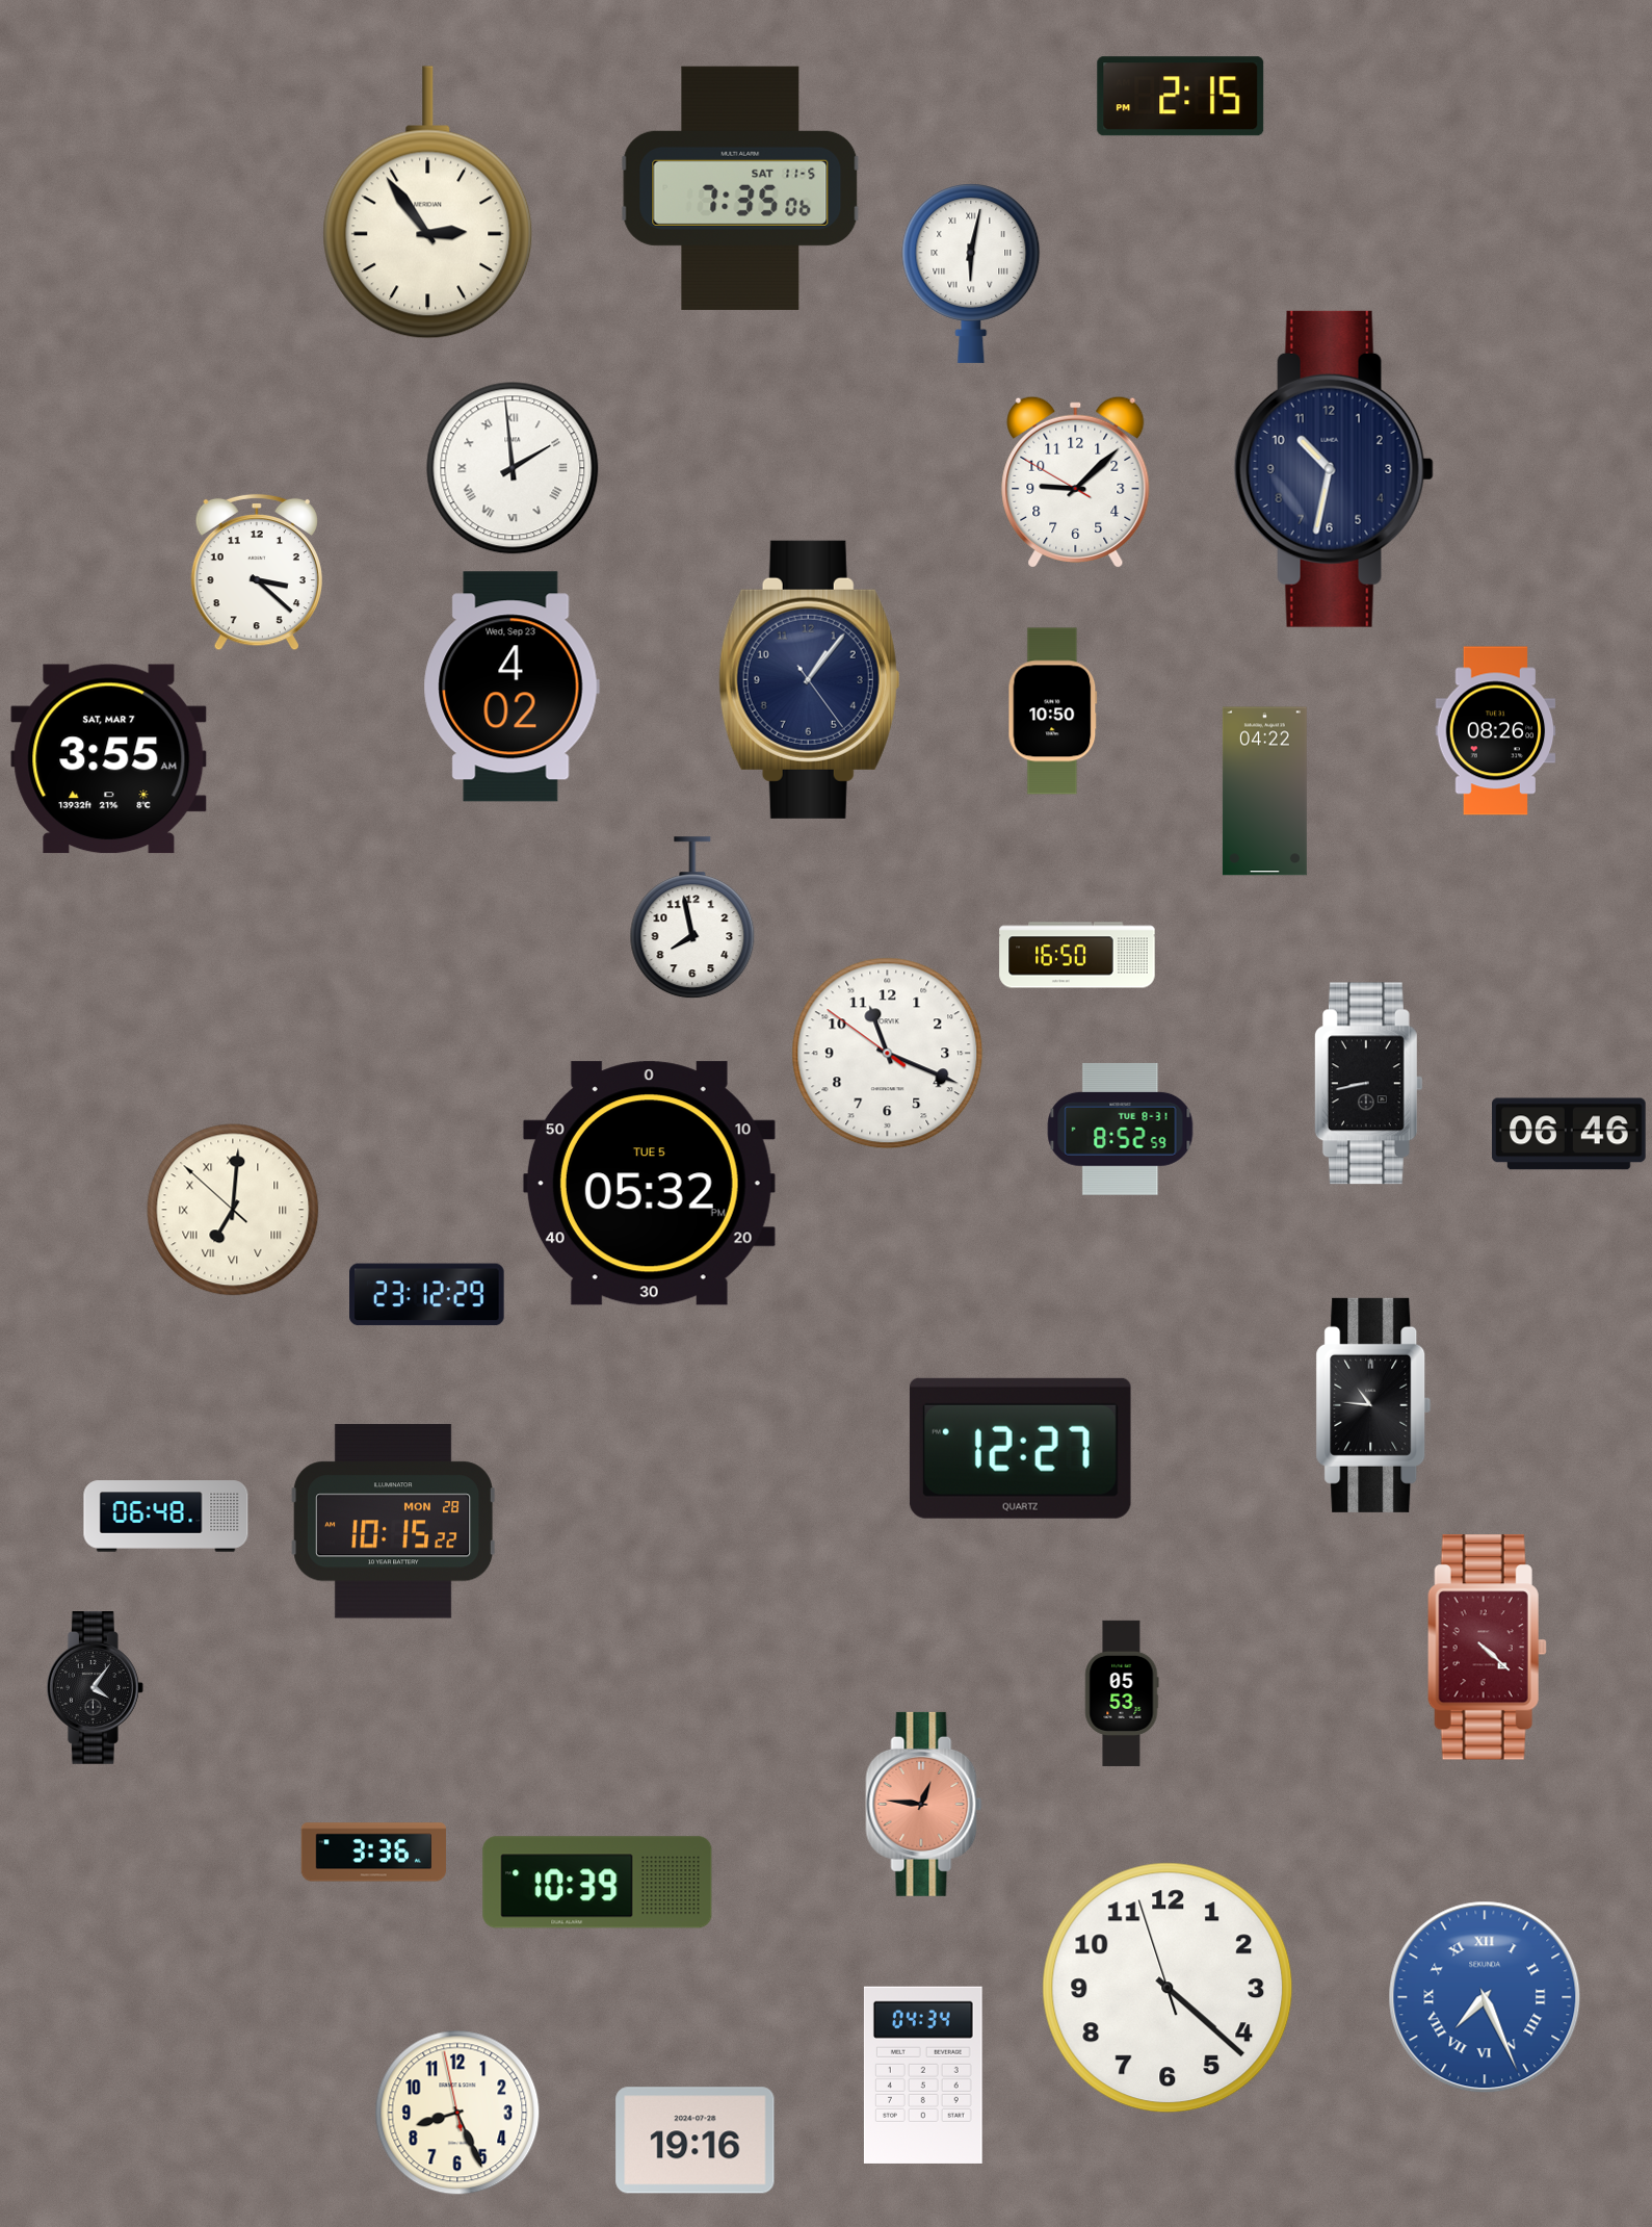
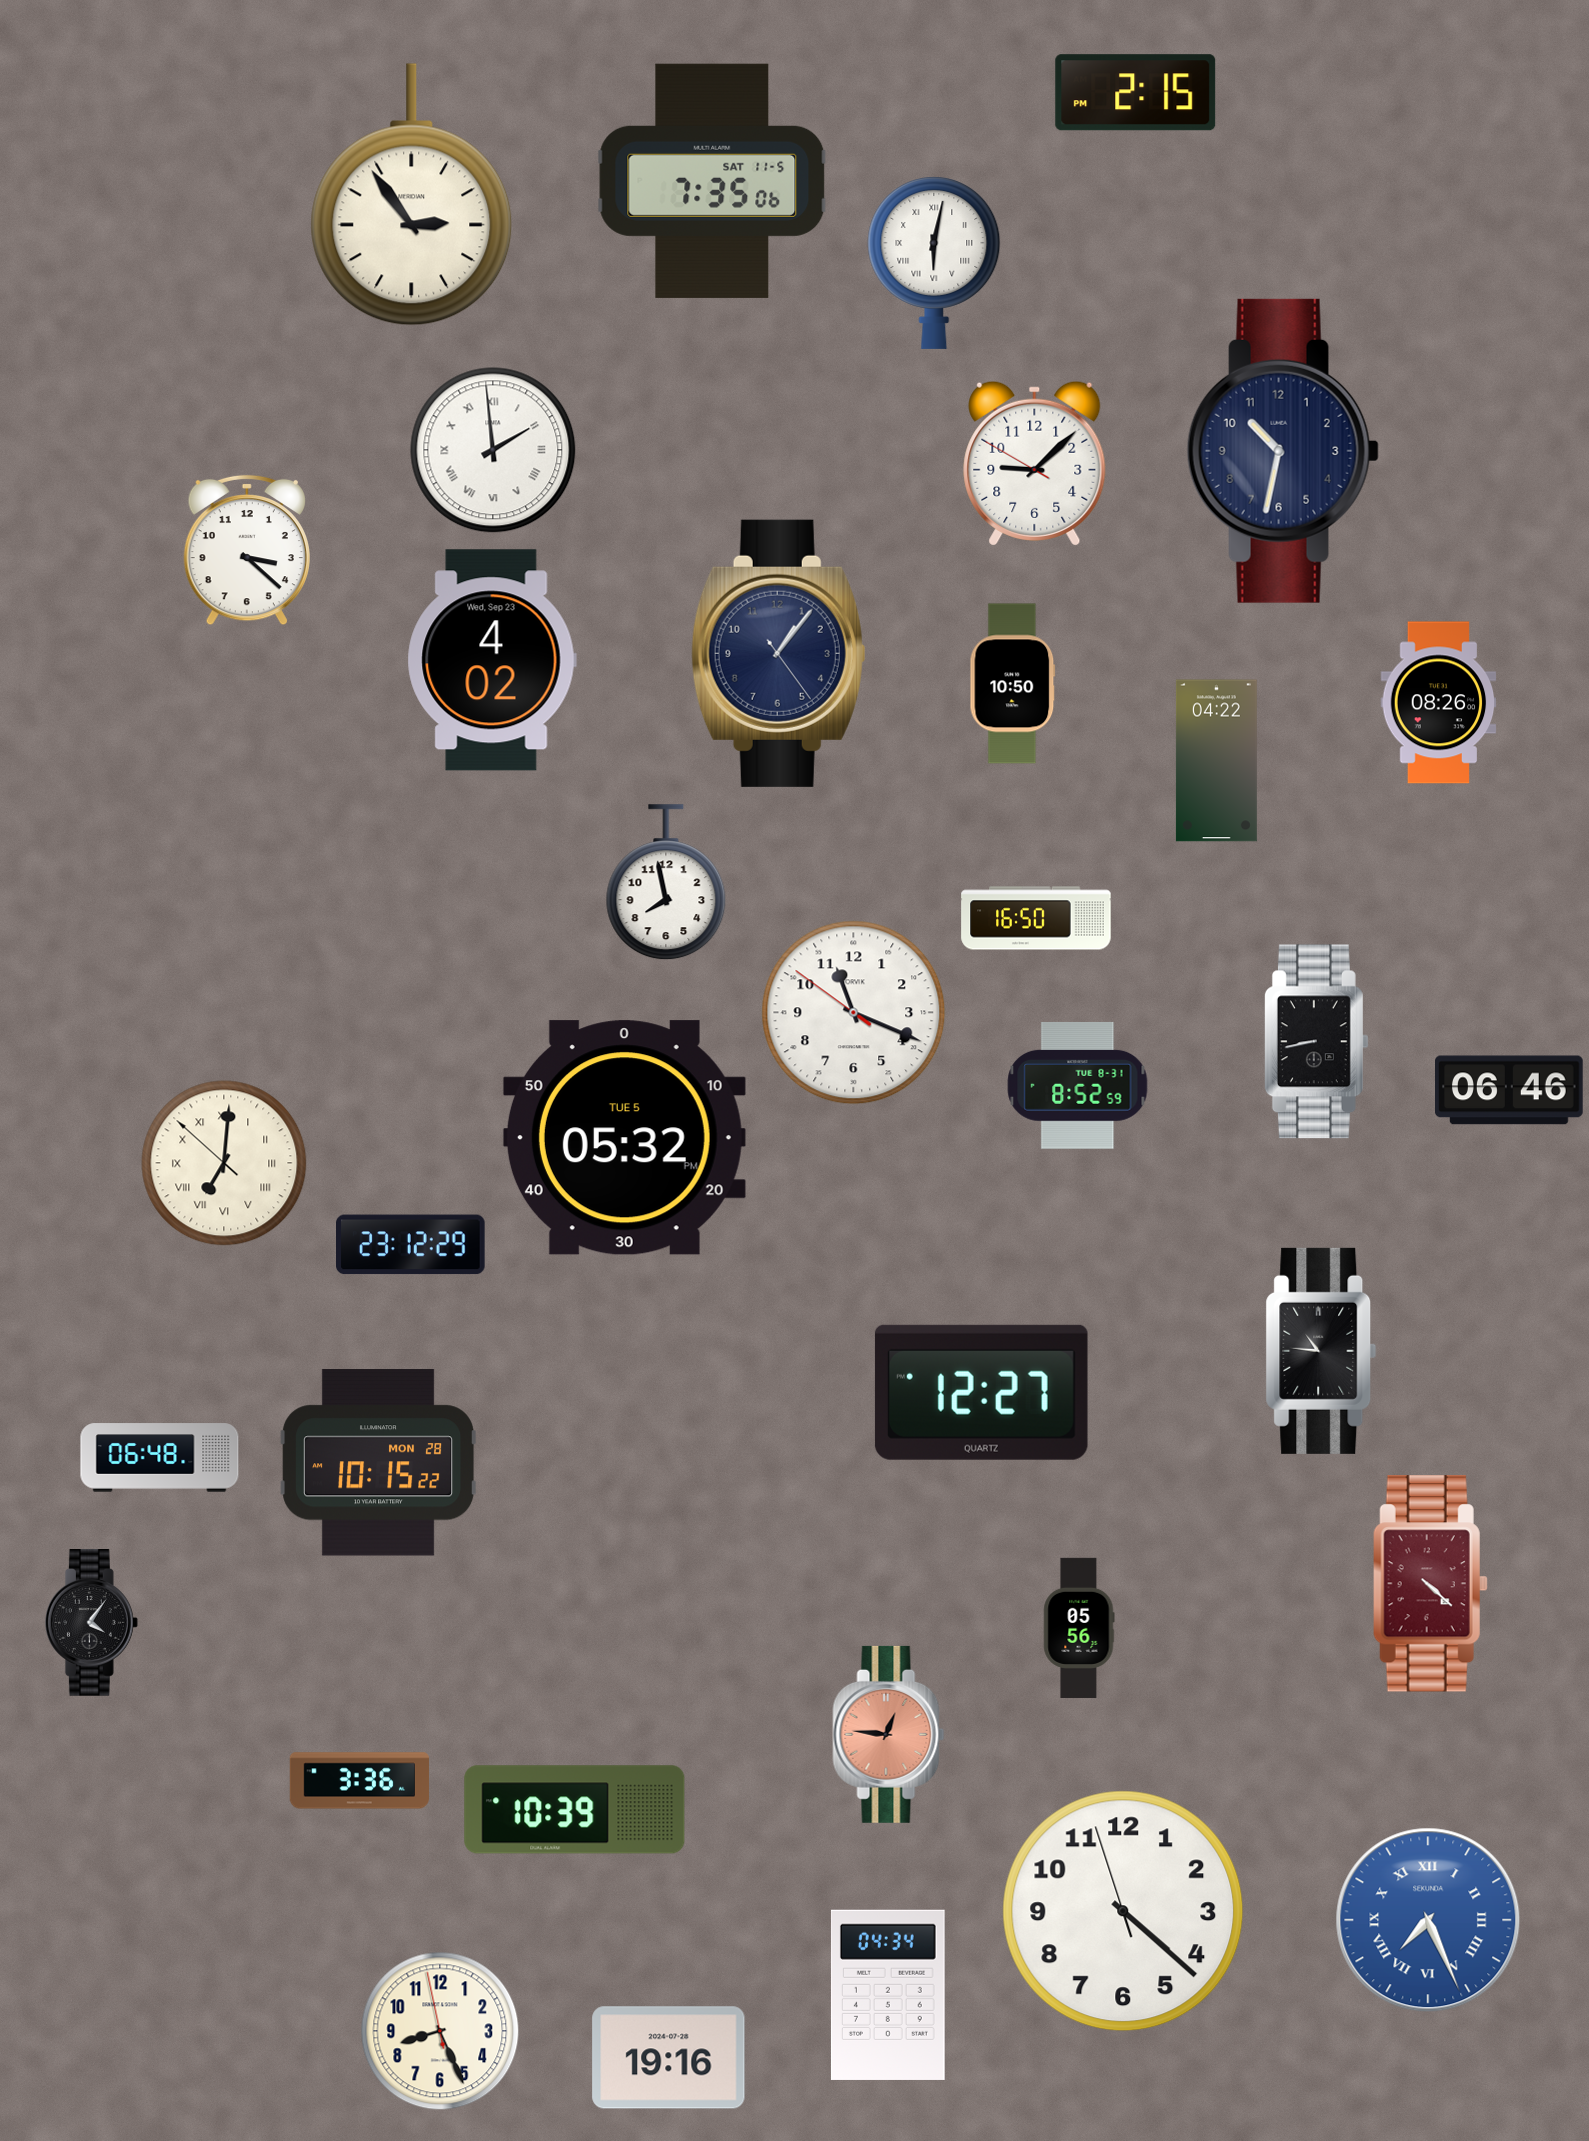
clock at (109, 759): 3:55 -> none
clock at (1122, 1693): 05:53 -> 05:56
